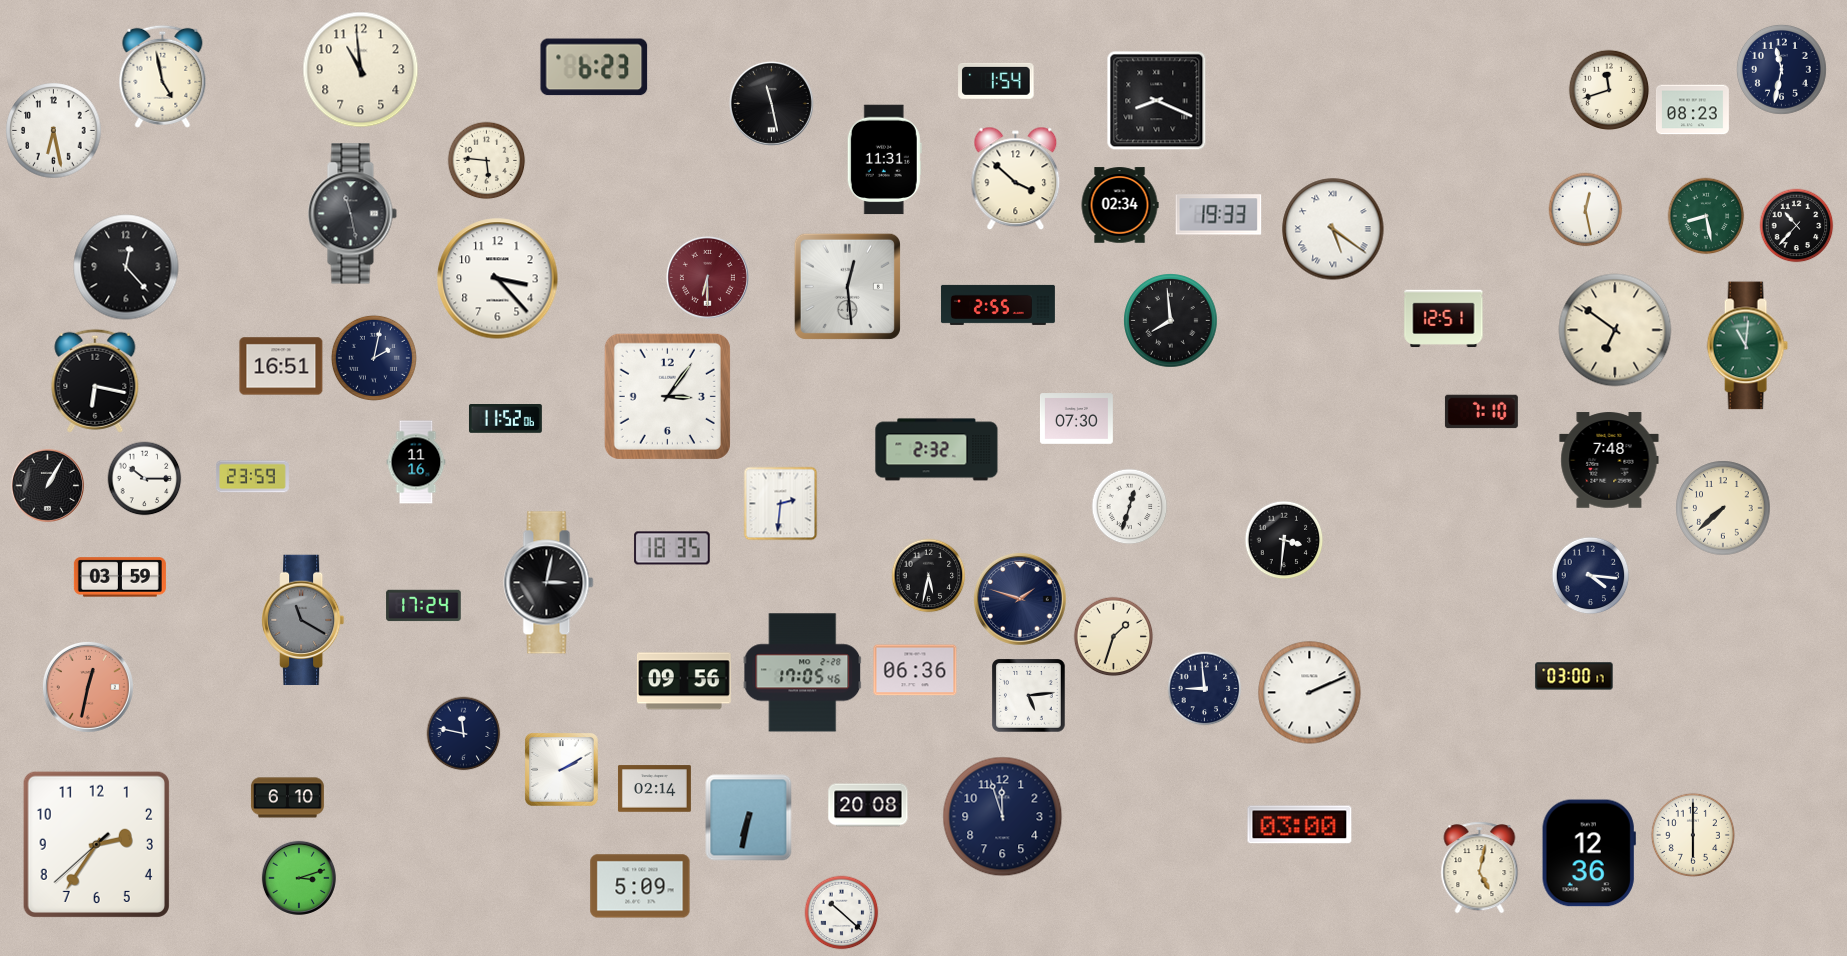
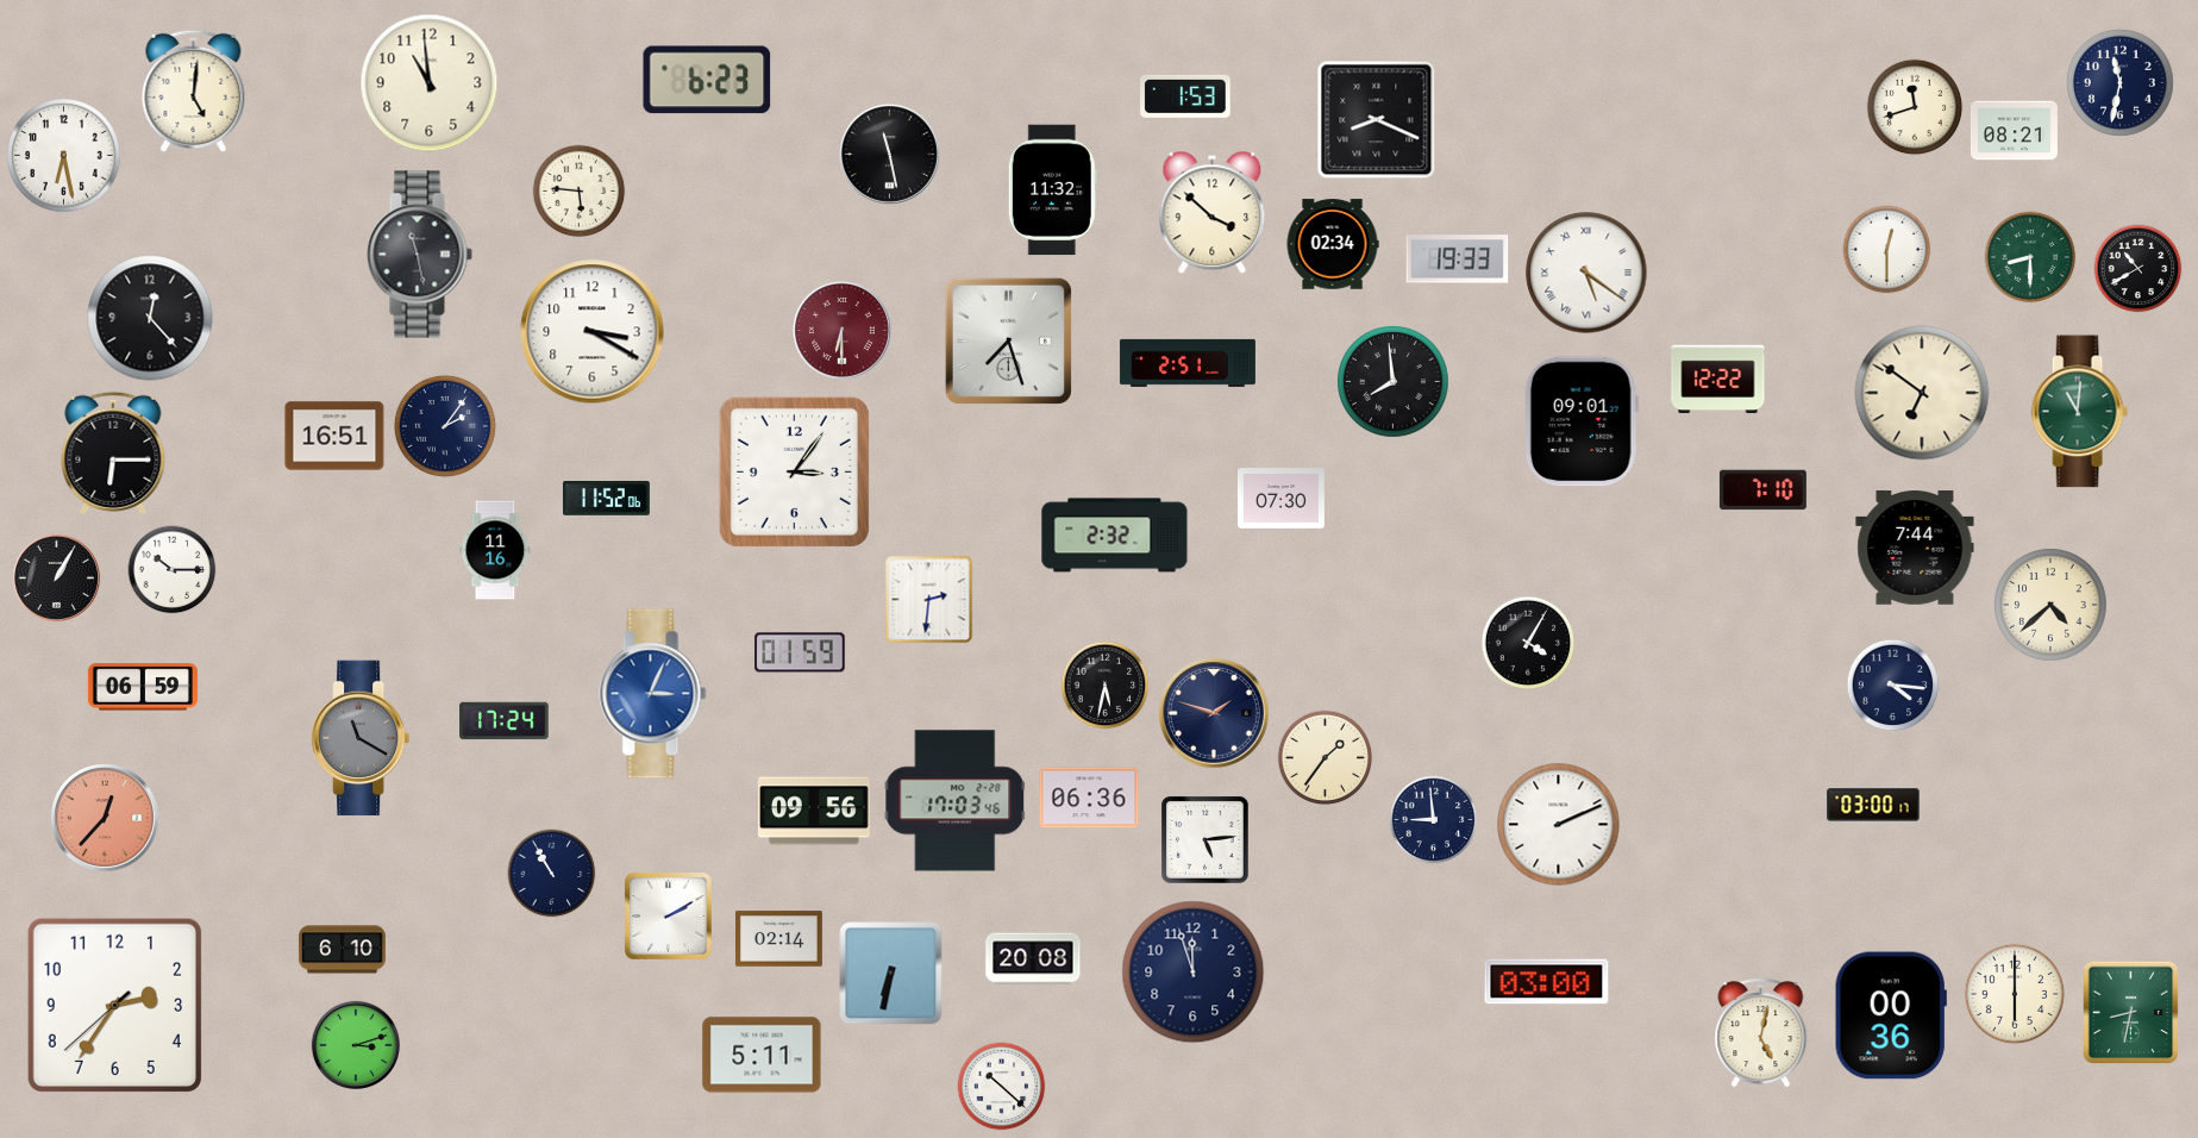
clock at (163, 76): 4:58 -> 5:01
clock at (996, 81): 1:54 -> 1:53
clock at (771, 103) position: (771, 103) -> (889, 154)
clock at (1692, 110): 08:23 -> 08:21
clock at (884, 160): 11:31 -> 11:32
clock at (1016, 179) position: (1016, 179) -> (1213, 213)
clock at (1586, 210): 12:28 -> 12:30
clock at (1219, 215) position: (1219, 215) -> (1458, 260)
clock at (1706, 216): 8:28 -> 8:30
clock at (1797, 226): 10:37 -> 10:40
clock at (498, 279): 3:23 -> 3:20
clock at (847, 286): 12:29 -> 7:27
clock at (998, 305): 2:55 -> 2:51
clock at (1444, 319): 12:51 -> 12:22
clock at (1582, 421): none -> 09:01
clock at (374, 358): 2:02 -> 2:06
clock at (95, 381): 6:17 -> 6:15
clock at (505, 419) position: (505, 419) -> (606, 499)
clock at (1609, 460): 7:48 -> 7:44
clock at (252, 477): 23:59 -> none
clock at (1130, 507): 12:33 -> none
clock at (1723, 508): 7:38 -> 4:38
clock at (1284, 540): 3:31 -> 4:05
clock at (672, 548): 18:35 -> 01:59
clock at (120, 577): 03:59 -> 06:59
clock at (549, 583): 3:02 -> 3:04
clock at (549, 583) dial: black -> blue
clock at (1114, 637): 1:33 -> 1:36
clock at (803, 673): 17:05 -> 17:03
clock at (88, 687): 12:32 -> 12:37
clock at (1029, 696) position: (1029, 696) -> (1206, 840)
clock at (464, 734): 11:47 -> 10:55
clock at (2131, 1013): none -> 8:32
clock at (1589, 853): 12:36 -> 00:36
clock at (640, 886): 5:09 -> 5:11
